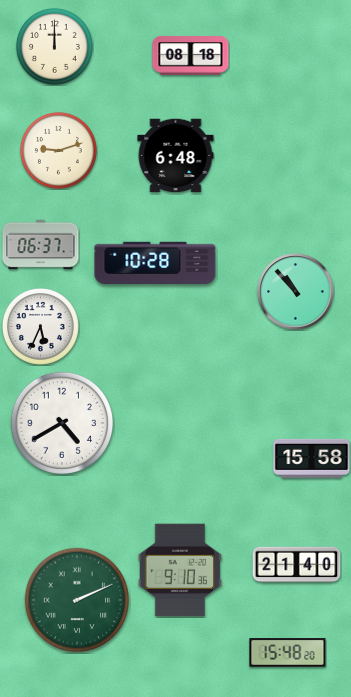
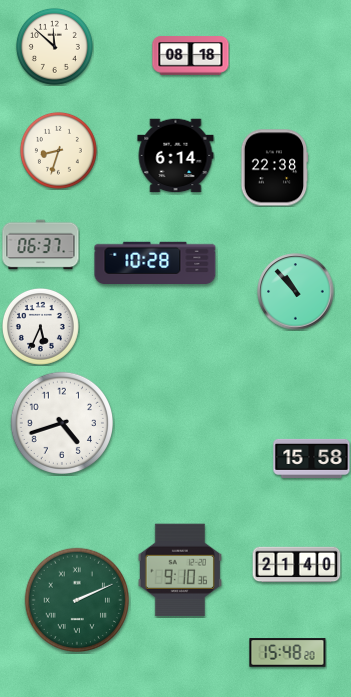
clock at (54, 46): 12:00 -> 11:52
clock at (58, 150): 9:12 -> 8:33
clock at (176, 156): 6:48 -> 6:14
clock at (274, 168): none -> 22:38
clock at (61, 422): 4:40 -> 4:42
